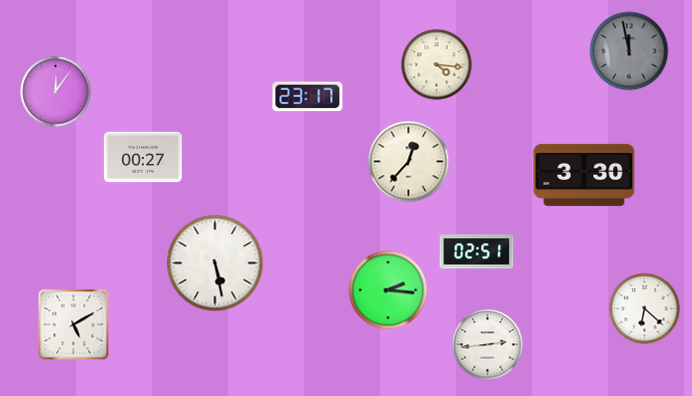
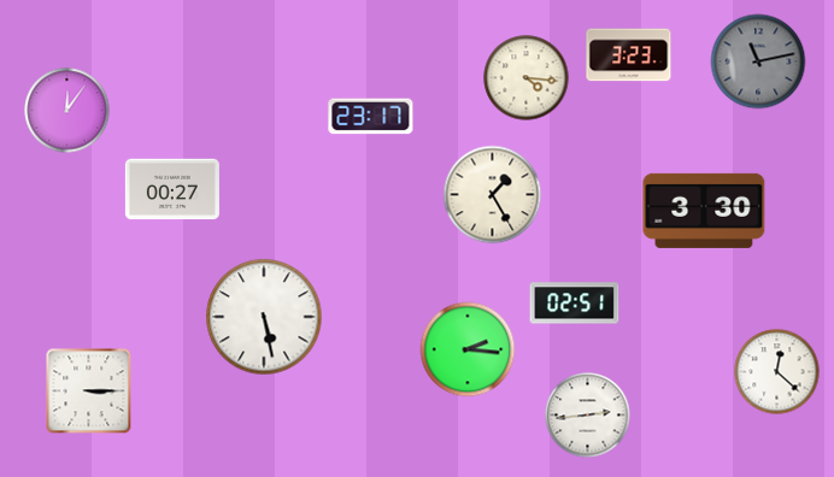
clock at (629, 55): none -> 3:23
clock at (629, 51): 11:58 -> 11:13
clock at (409, 162): 12:37 -> 1:25
clock at (215, 263) position: (215, 263) -> (264, 317)
clock at (645, 309): 6:22 -> 12:22
clock at (74, 325): 5:10 -> 3:15
